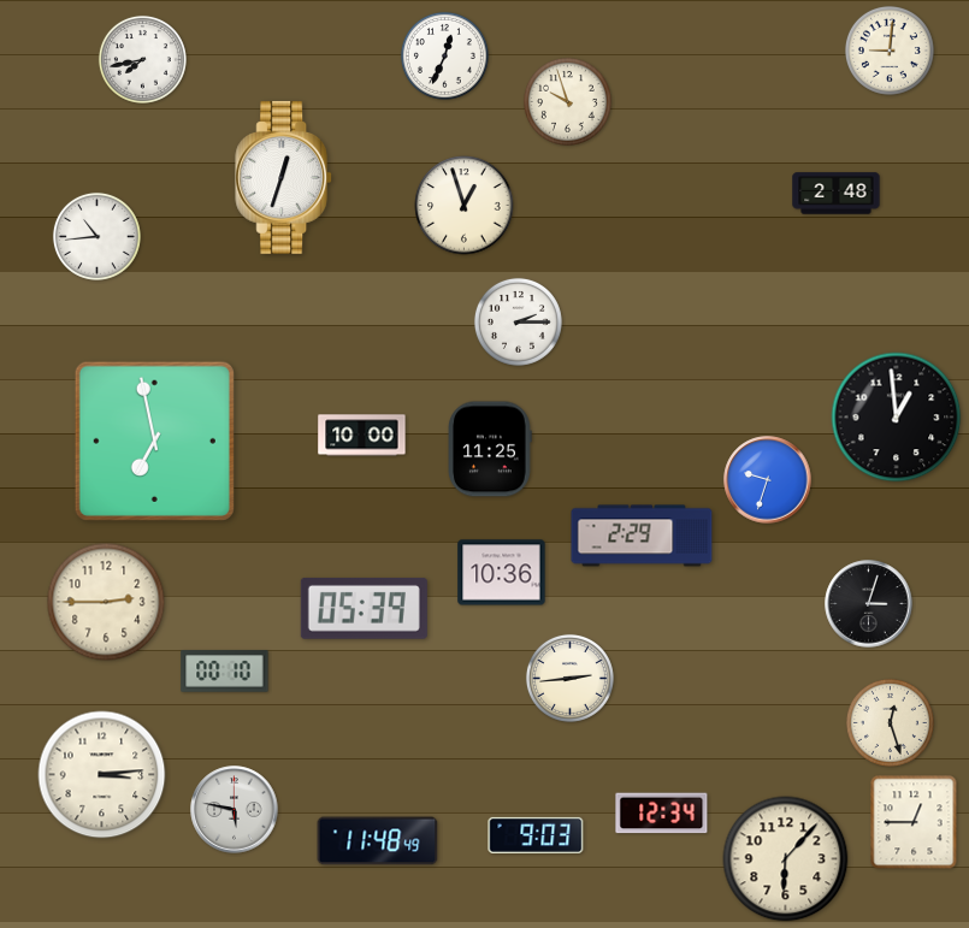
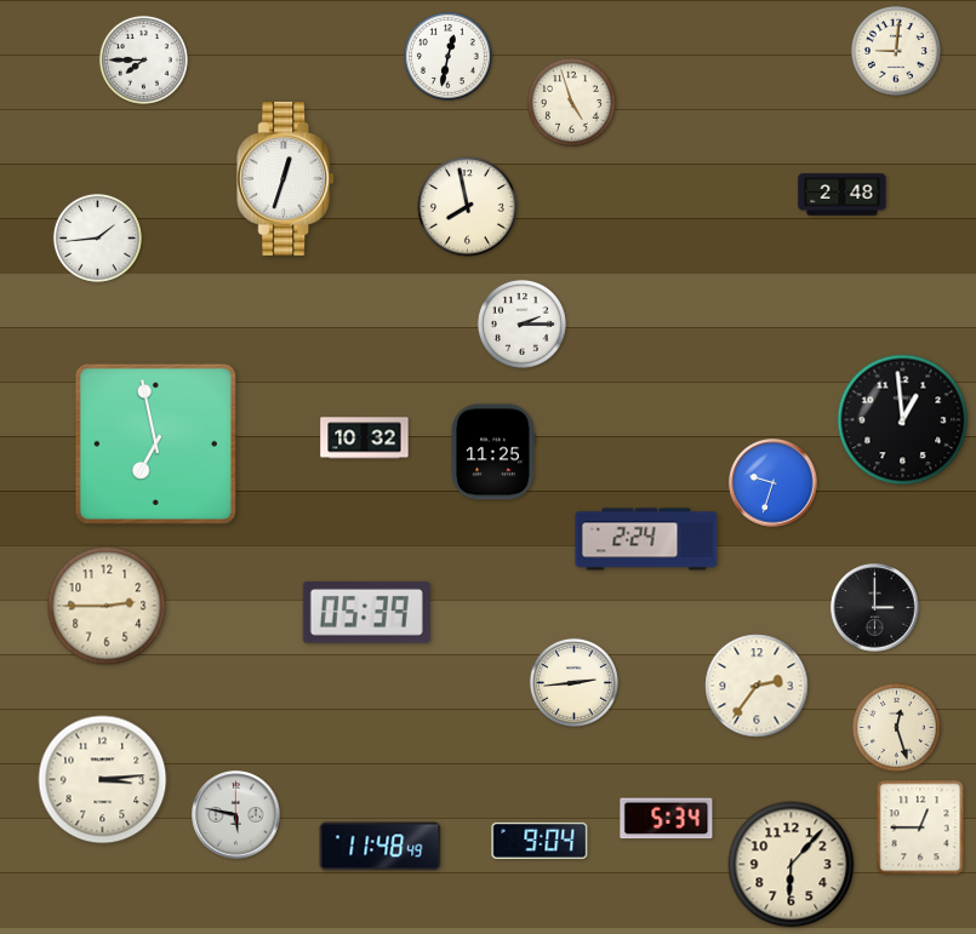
clock at (444, 55): 12:34 -> 12:32
clock at (142, 59): 7:43 -> 7:45
clock at (567, 101): 9:57 -> 4:57
clock at (465, 206): 12:57 -> 7:58
clock at (96, 236): 10:44 -> 1:44
clock at (362, 436): 10:00 -> 10:32
clock at (642, 536): 2:29 -> 2:24
clock at (502, 573): 10:36 -> none
clock at (869, 604): 3:03 -> 3:00
clock at (225, 672): 00:10 -> none
clock at (757, 686): none -> 2:36
clock at (662, 814): 12:34 -> 5:34
clock at (536, 835): 9:03 -> 9:04
